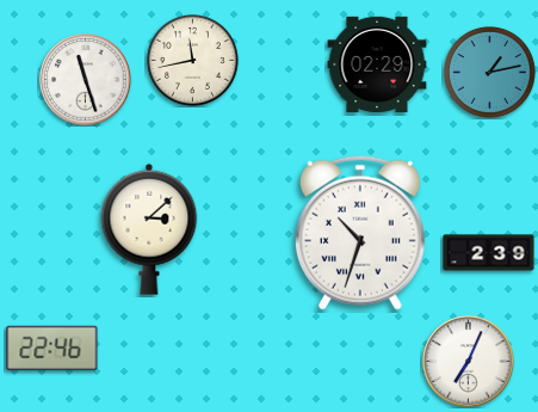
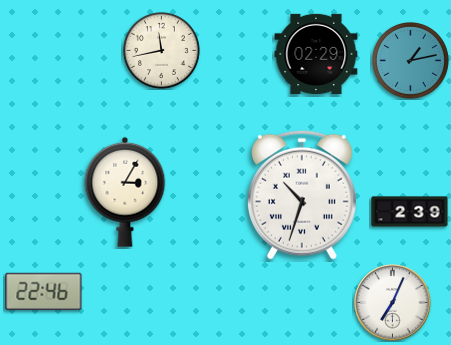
clock at (86, 80): 11:27 -> none
clock at (149, 229): 3:08 -> 3:05
